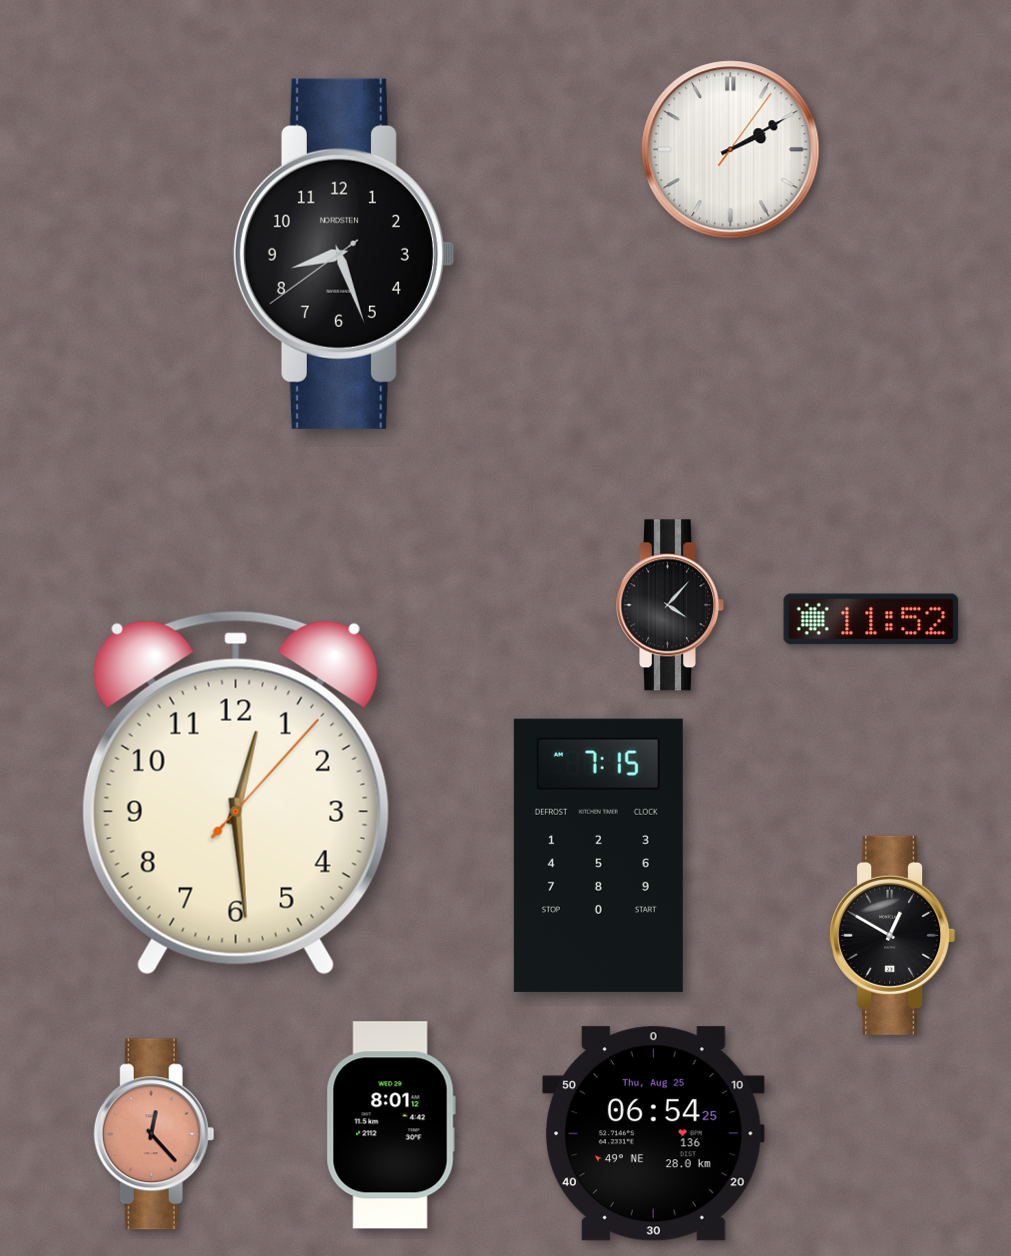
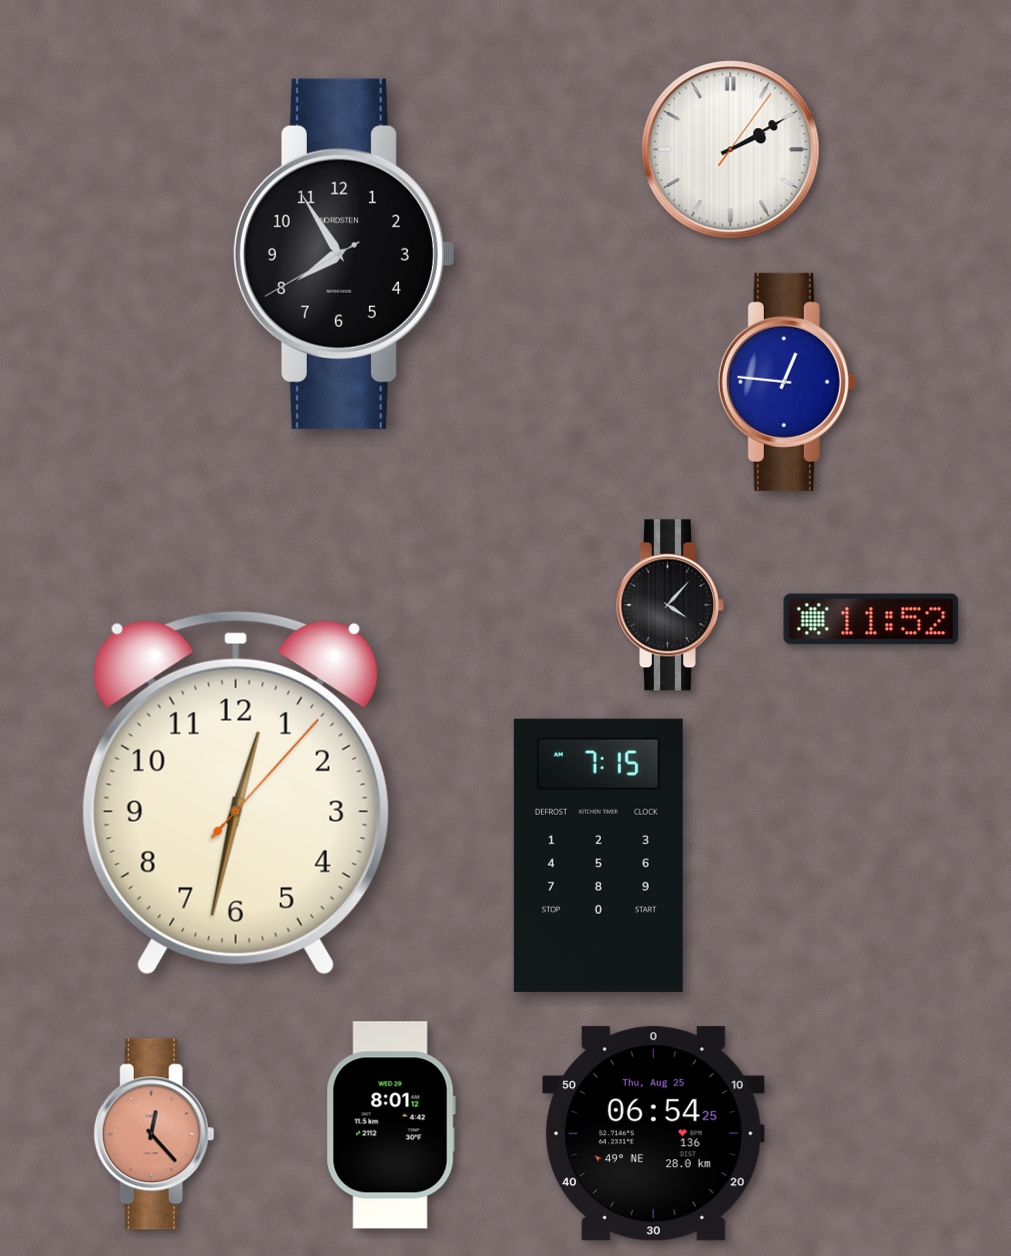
clock at (343, 254): 8:26 -> 7:54
clock at (787, 382): none -> 12:46
clock at (236, 793): 12:29 -> 12:32
clock at (893, 935): 12:50 -> none
